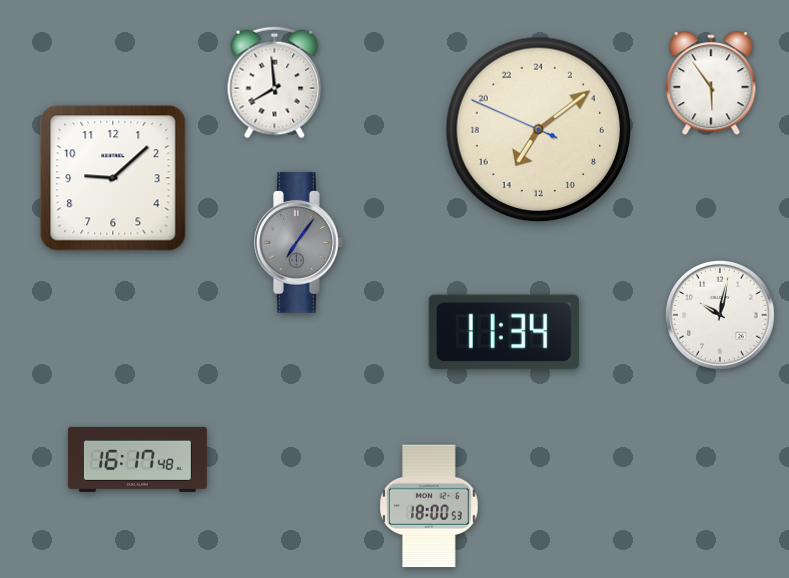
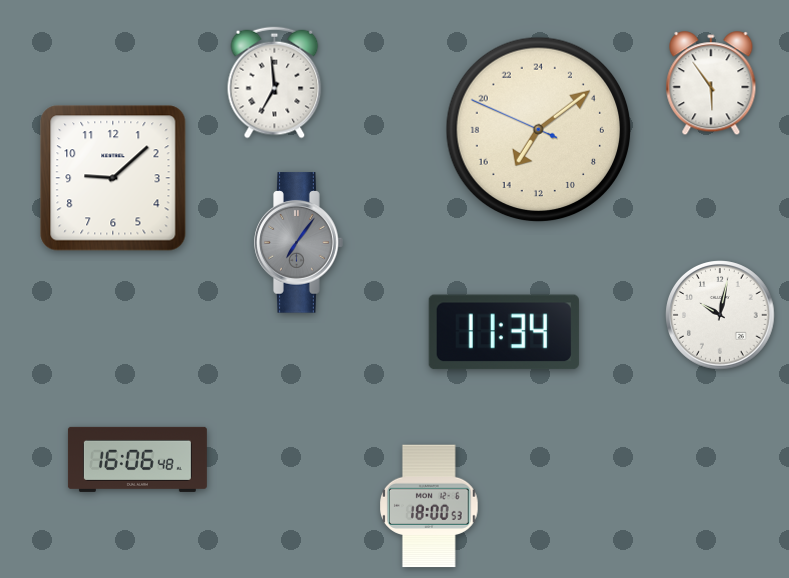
clock at (275, 83): 7:59 -> 6:59
clock at (137, 459): 16:17 -> 16:06
